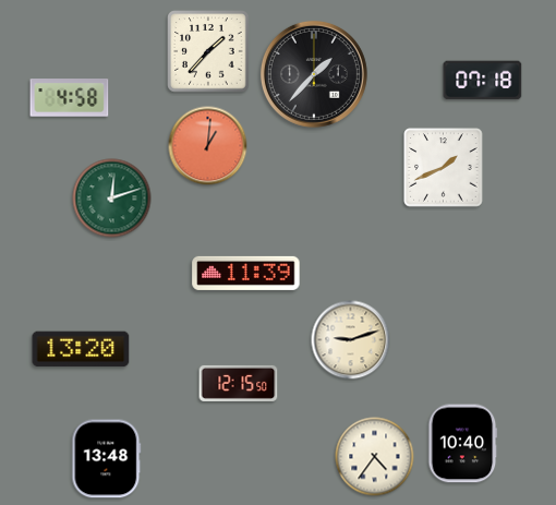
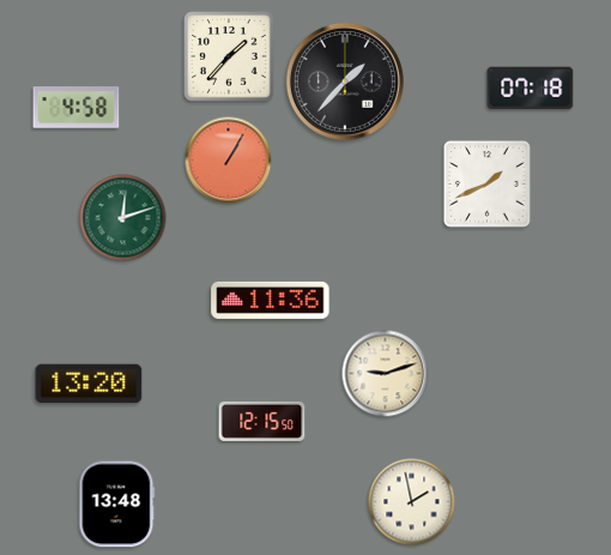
clock at (208, 146): 1:01 -> 1:05
clock at (246, 273): 11:39 -> 11:36
clock at (463, 444): 10:40 -> none
clock at (375, 457): 4:36 -> 1:58
